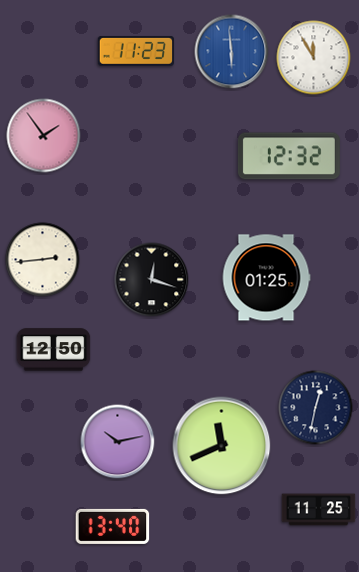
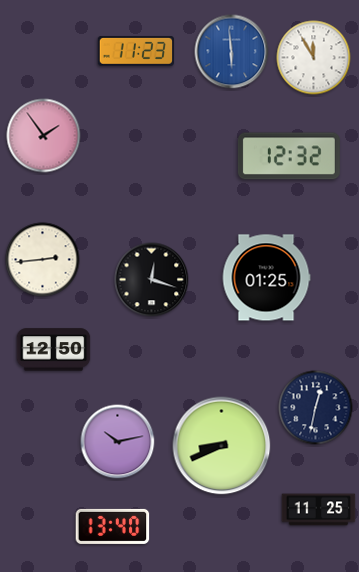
clock at (222, 446): 11:41 -> 8:41
